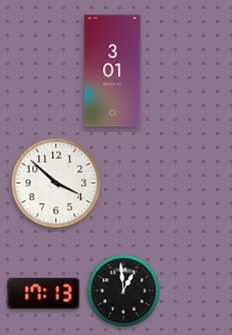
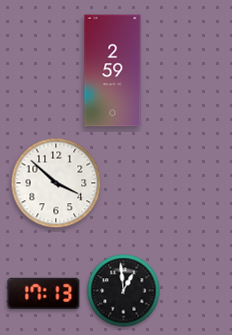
clock at (113, 71): 3:01 -> 2:59
